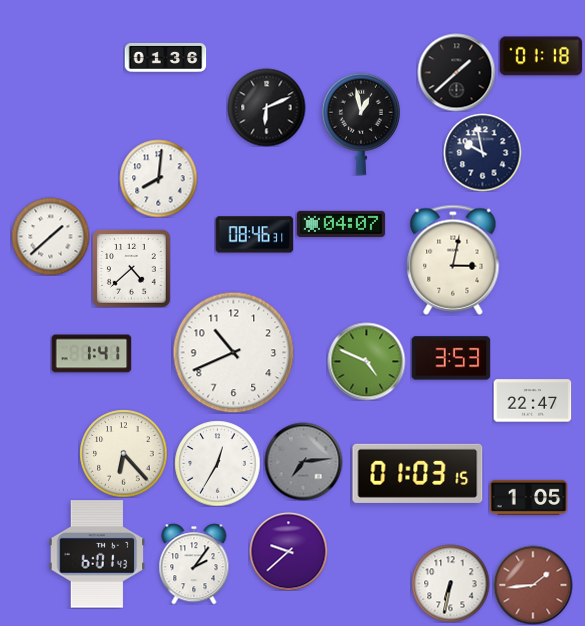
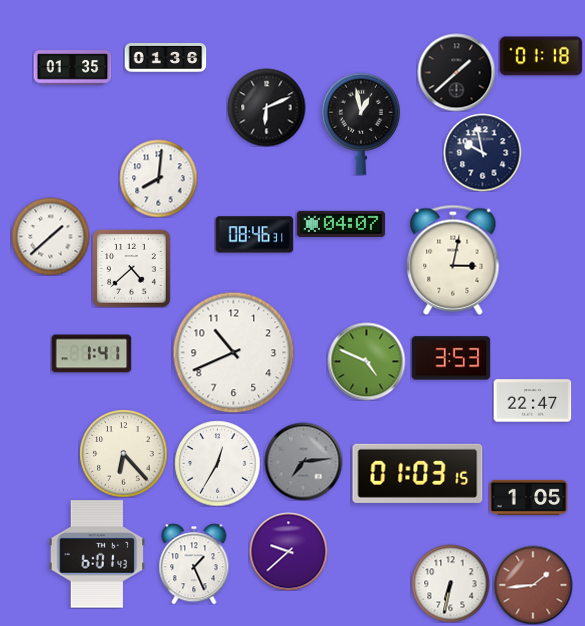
clock at (72, 68): none -> 01:35
clock at (194, 564): 2:06 -> 1:26
